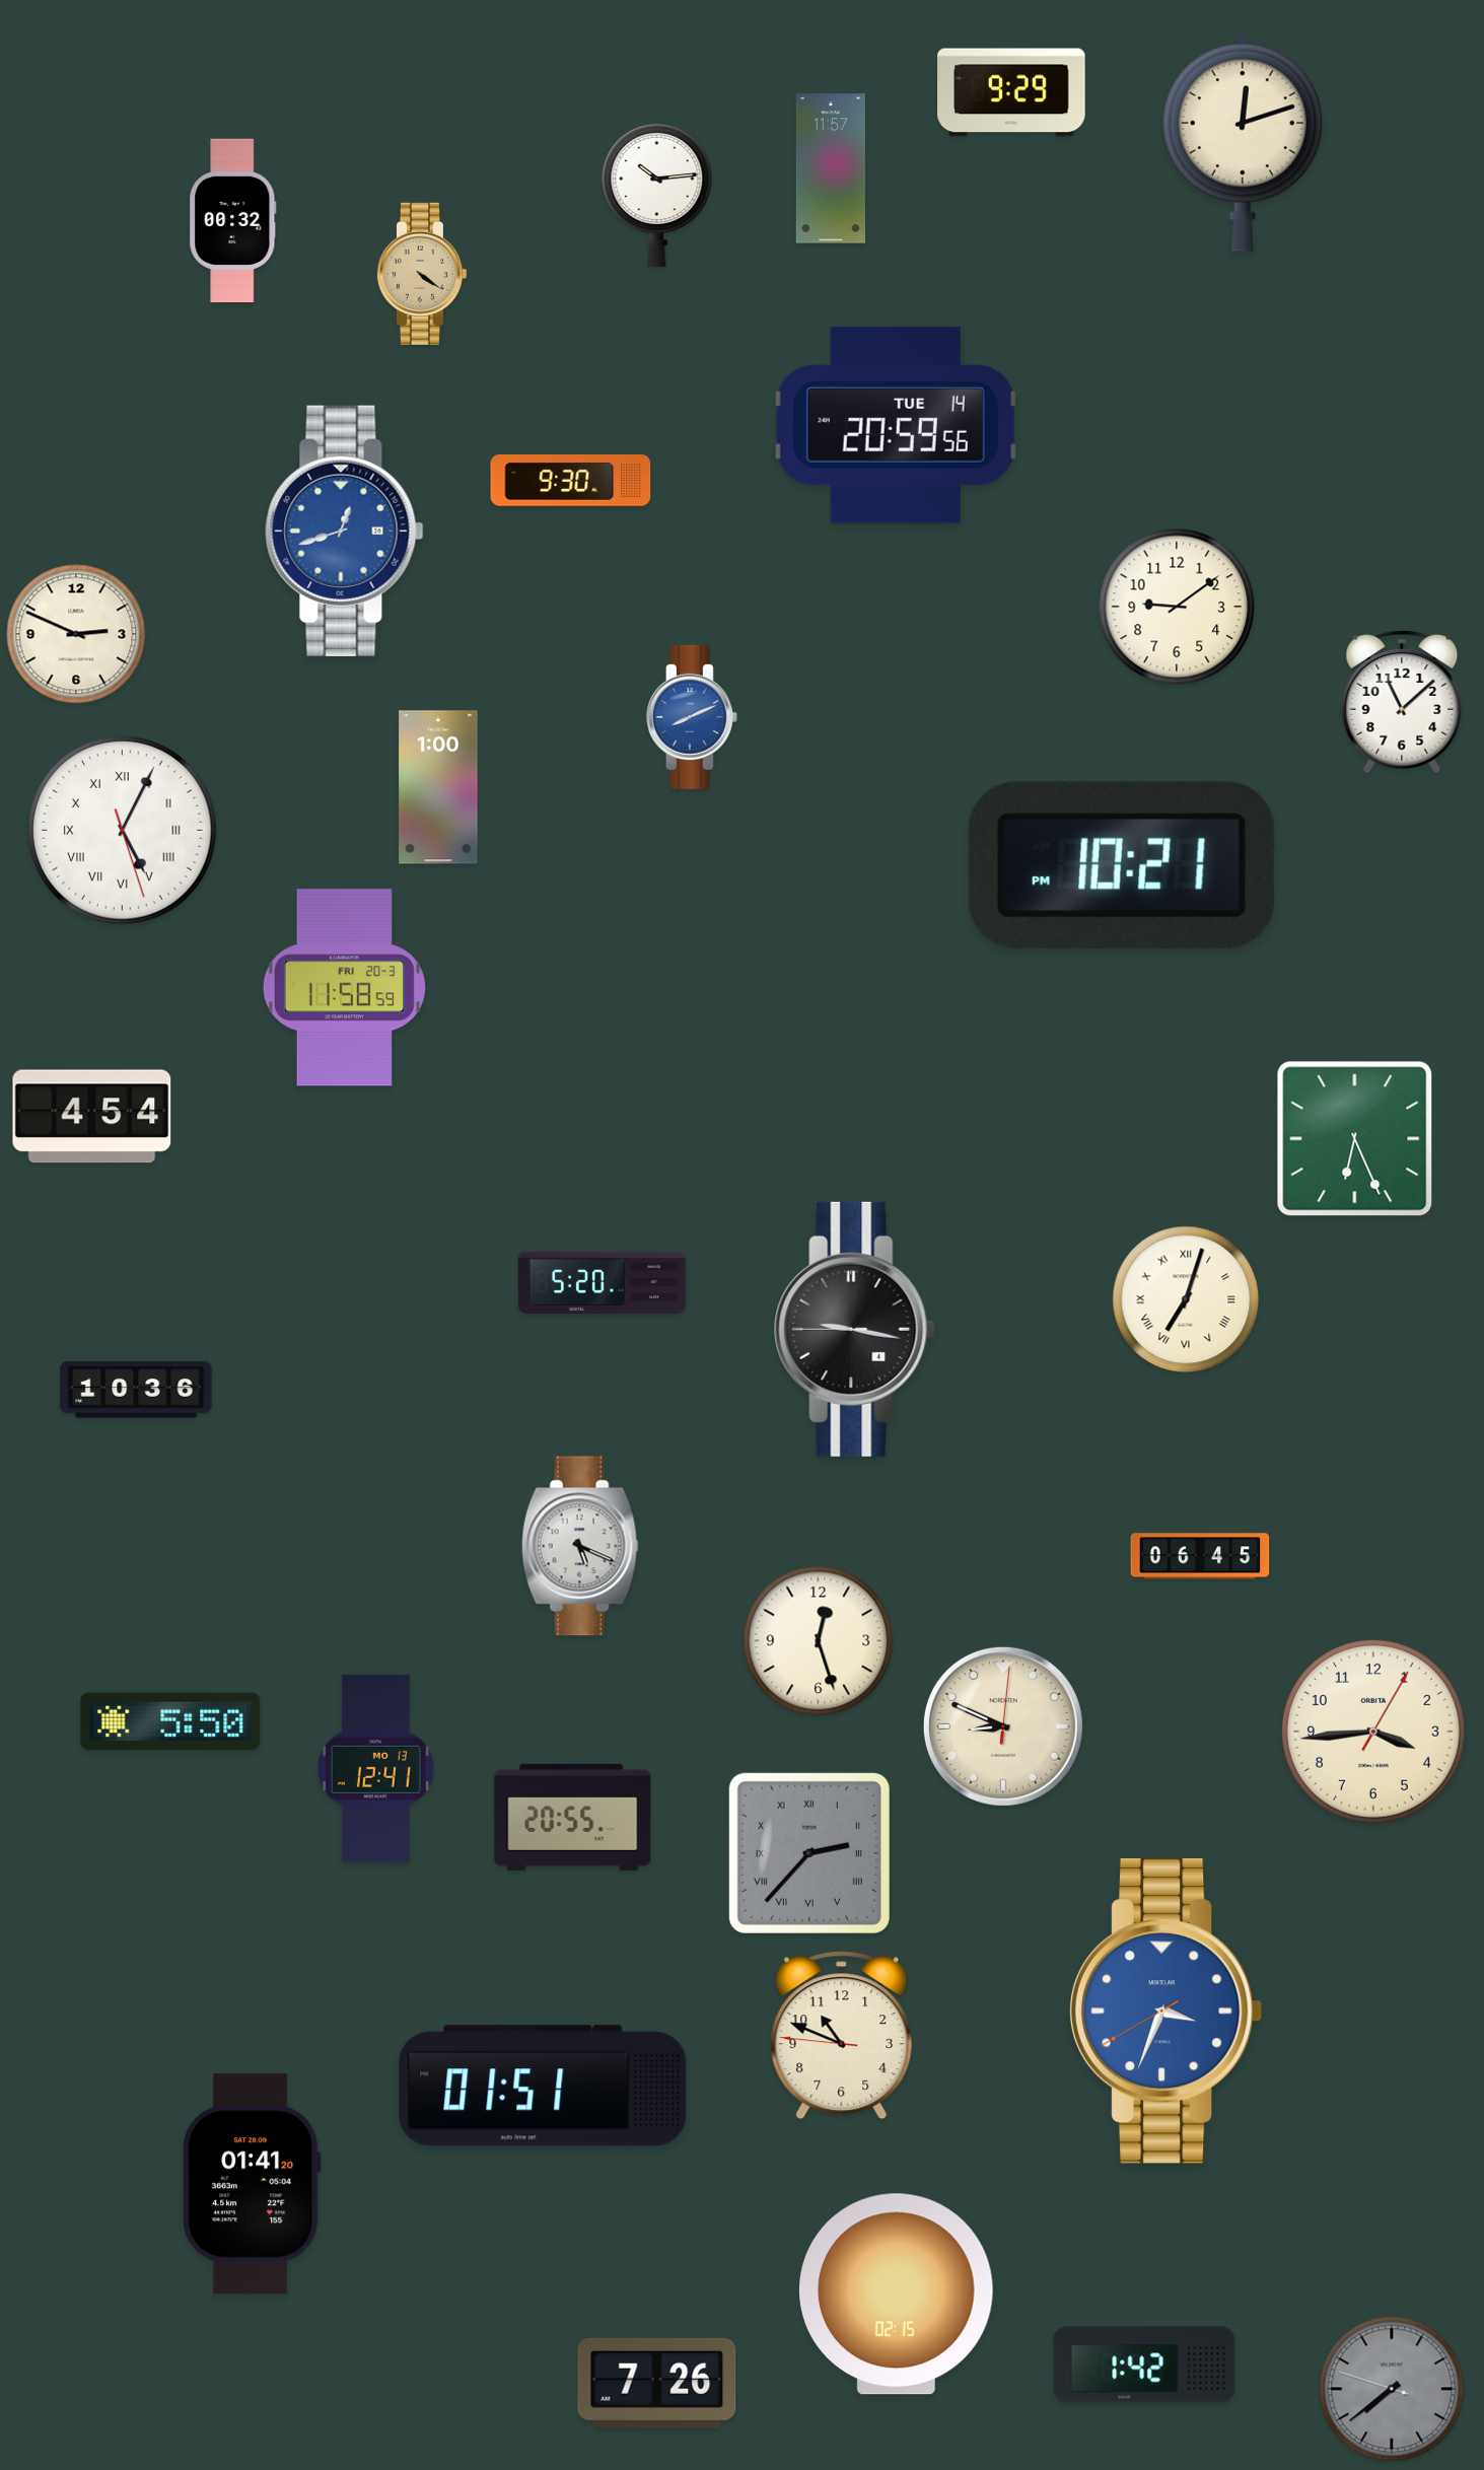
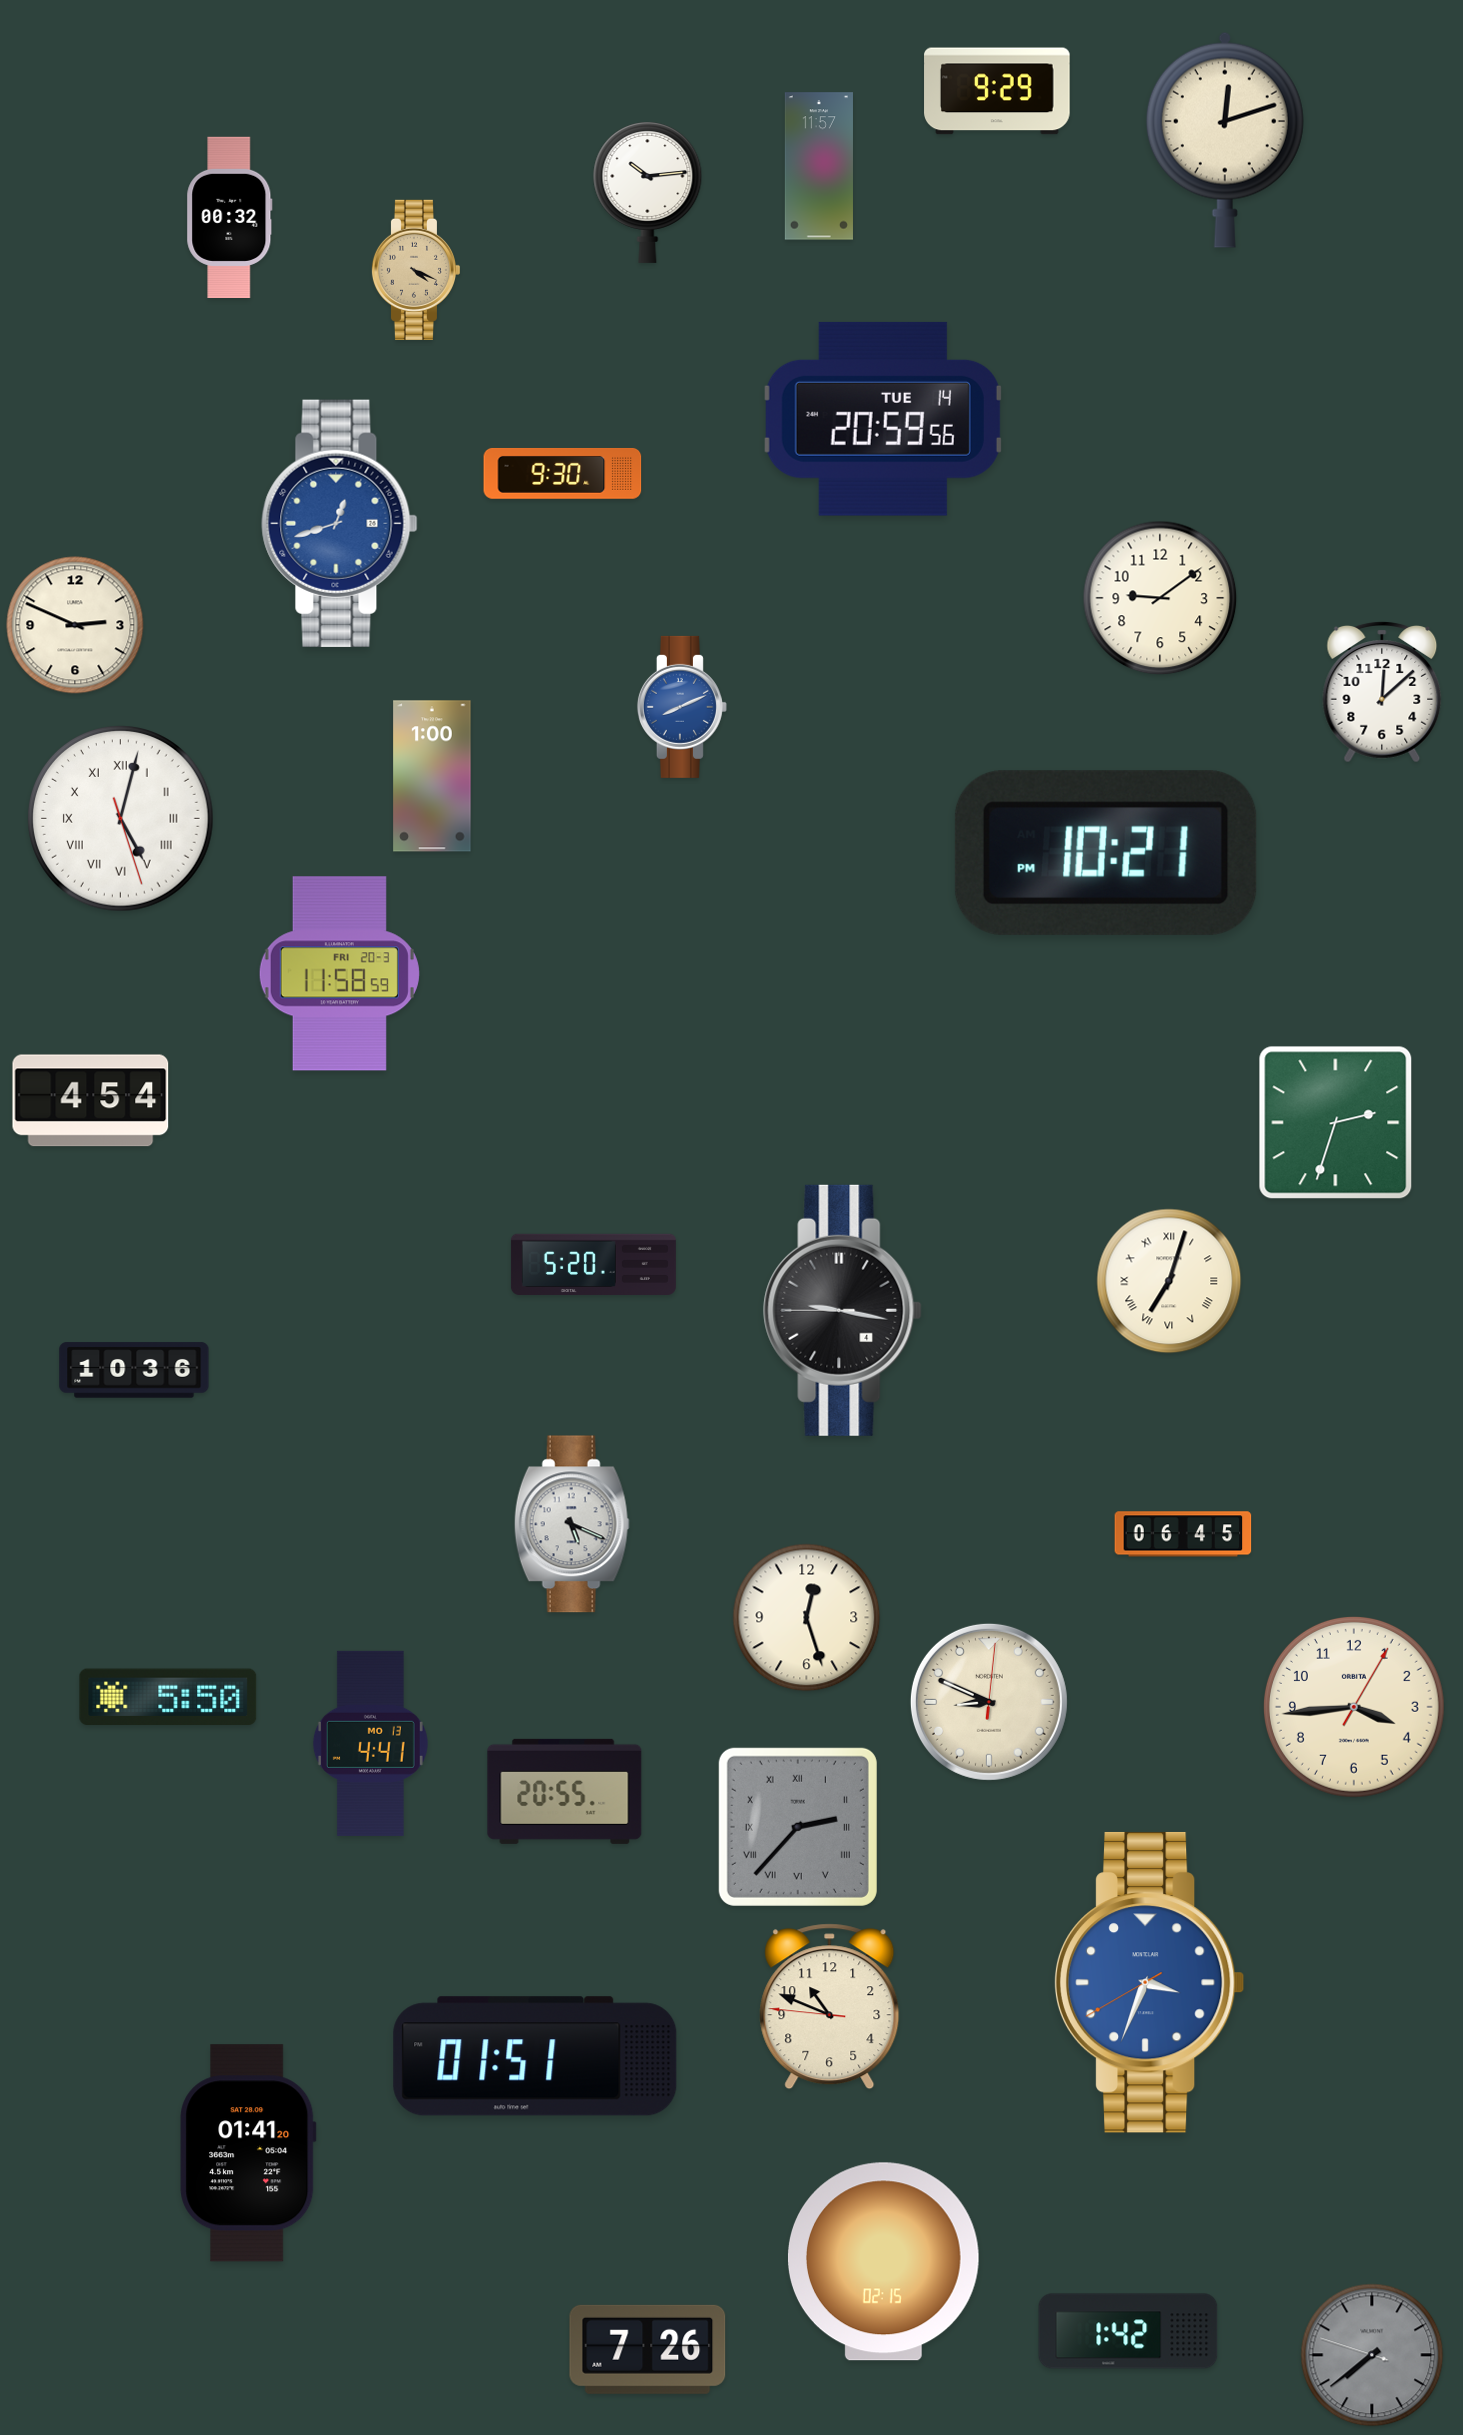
clock at (421, 274): 4:21 -> 4:19
clock at (1402, 702): 11:08 -> 12:08
clock at (123, 831): 5:04 -> 5:02
clock at (1355, 1139): 6:26 -> 2:33
clock at (375, 1768): 12:41 -> 4:41
